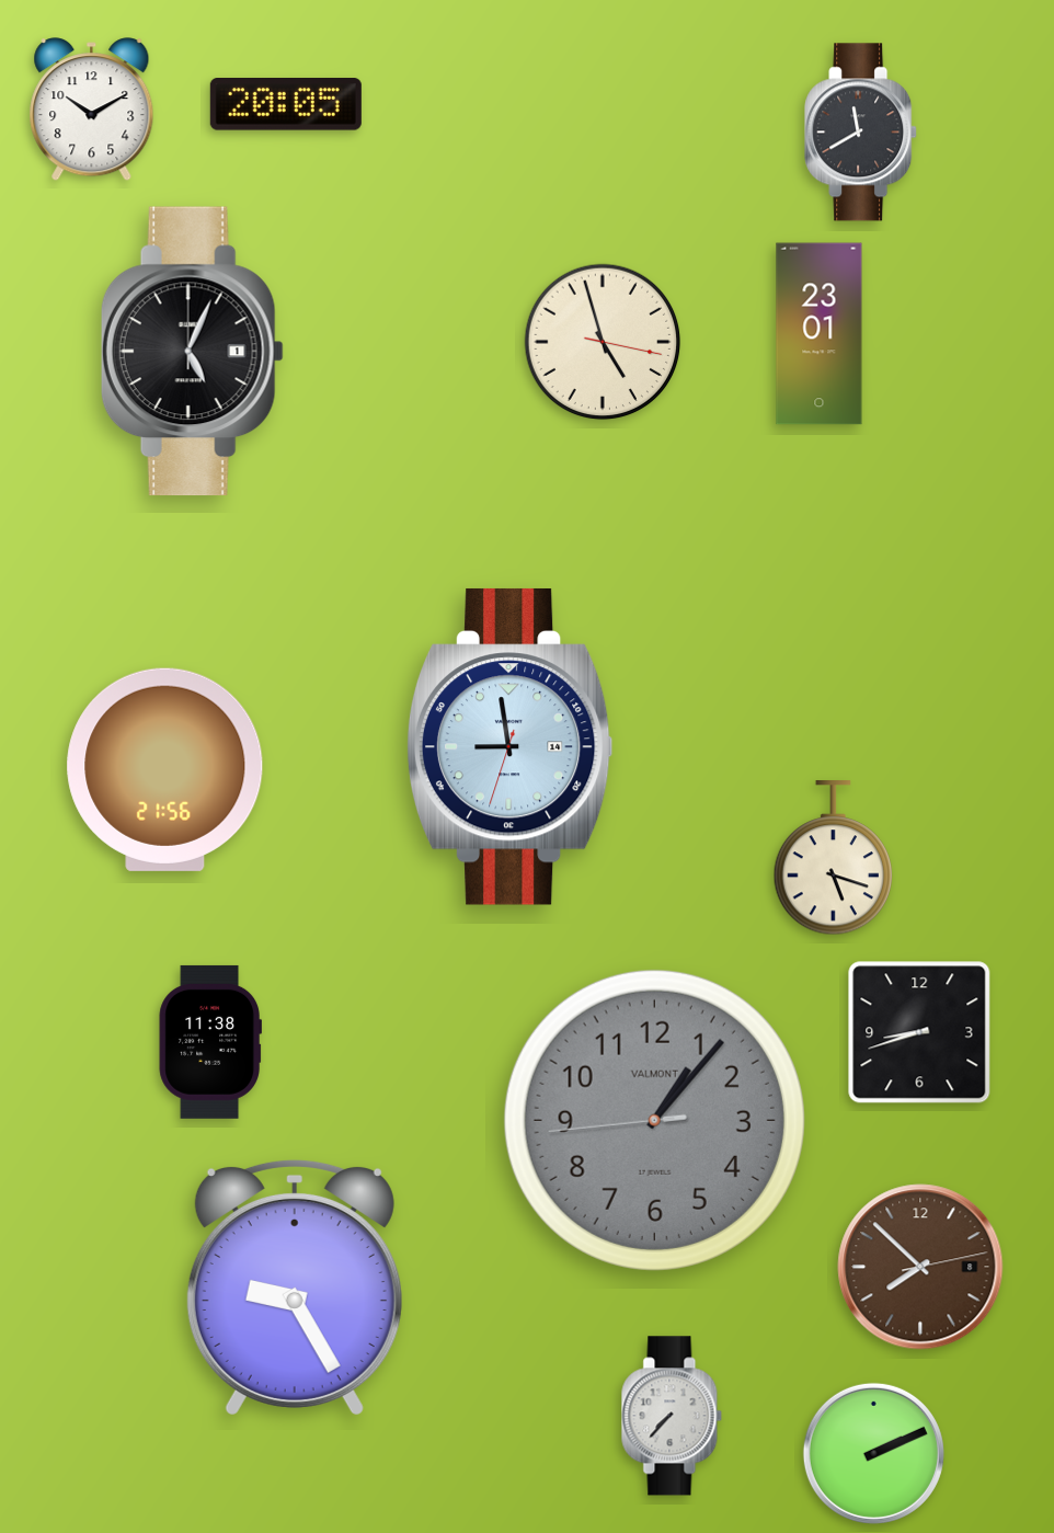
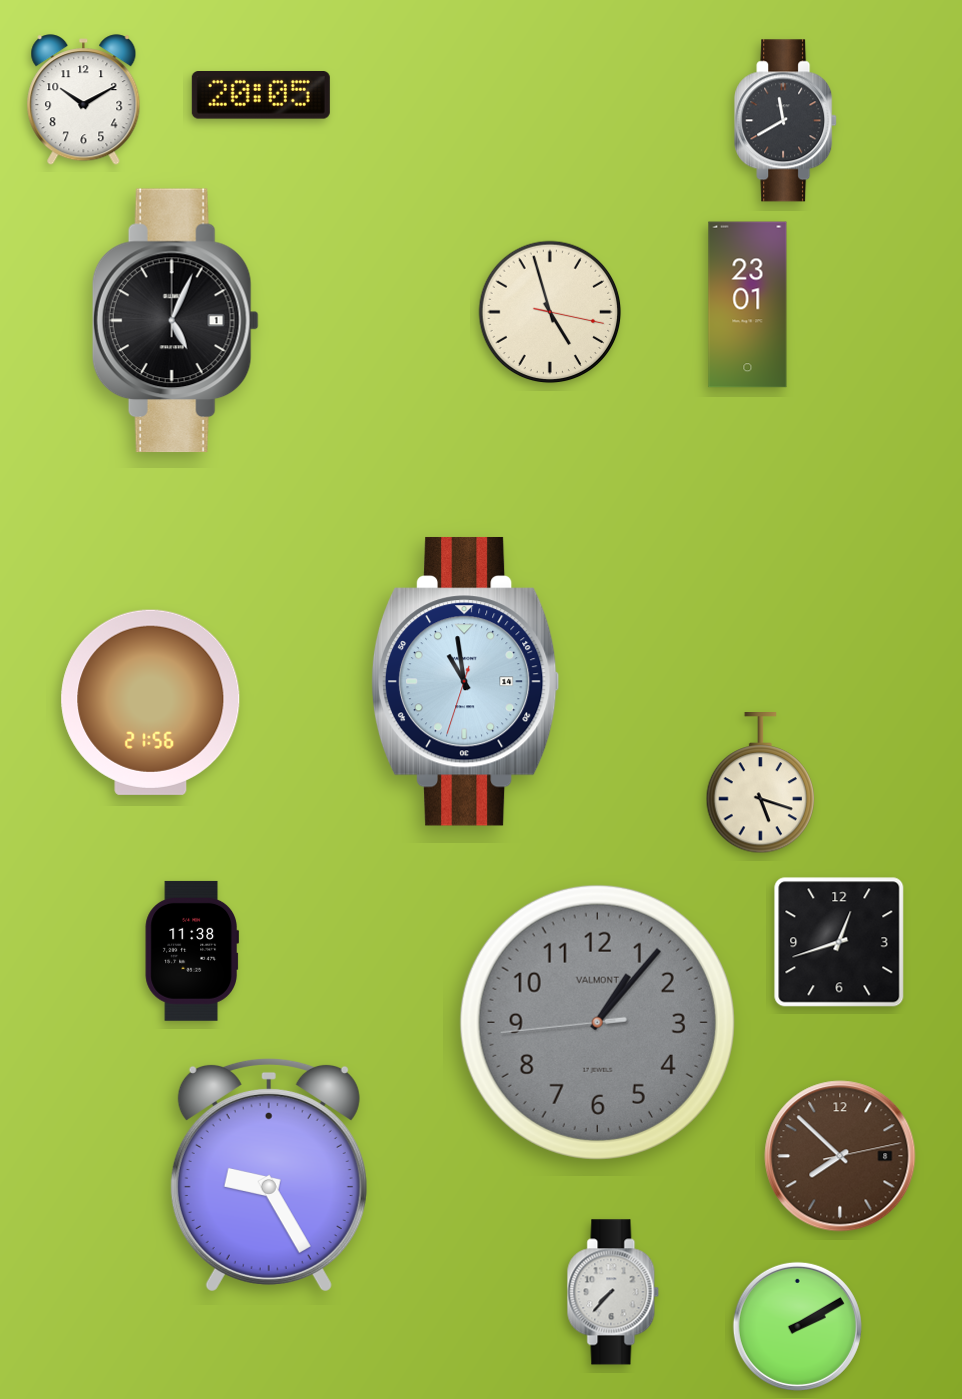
clock at (509, 746): 8:58 -> 10:58
clock at (919, 1032): 8:42 -> 12:42
clock at (873, 1453): 2:11 -> 2:10
